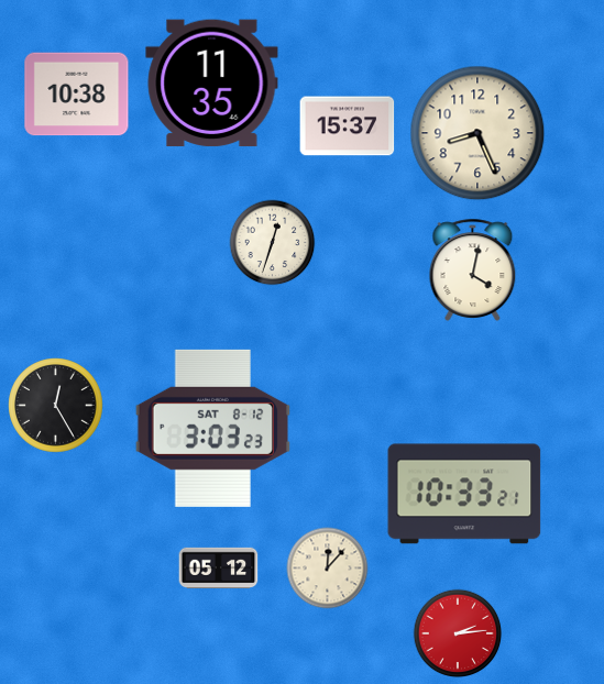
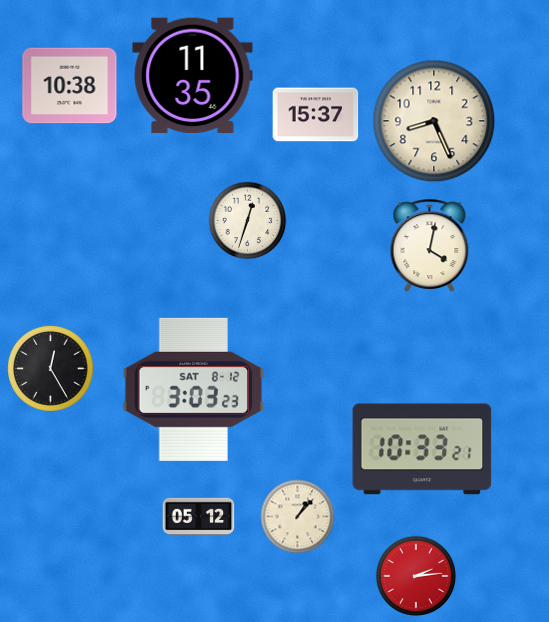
clock at (328, 569): 12:07 -> 1:07
